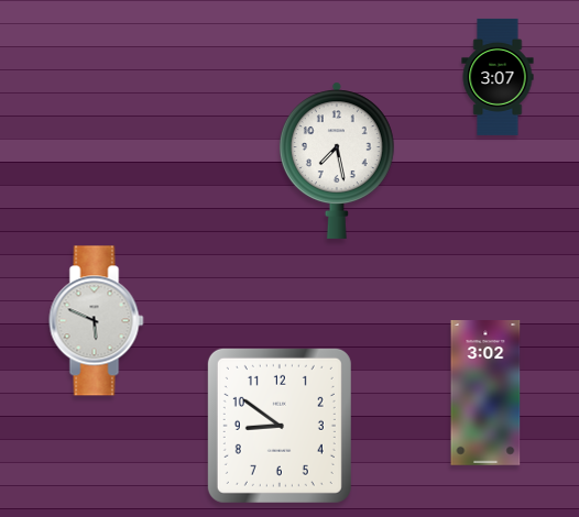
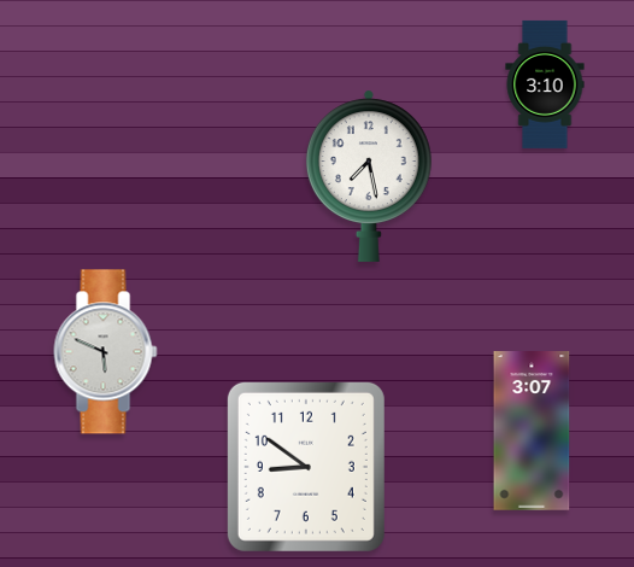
clock at (498, 77): 3:07 -> 3:10
clock at (485, 394): 3:02 -> 3:07
